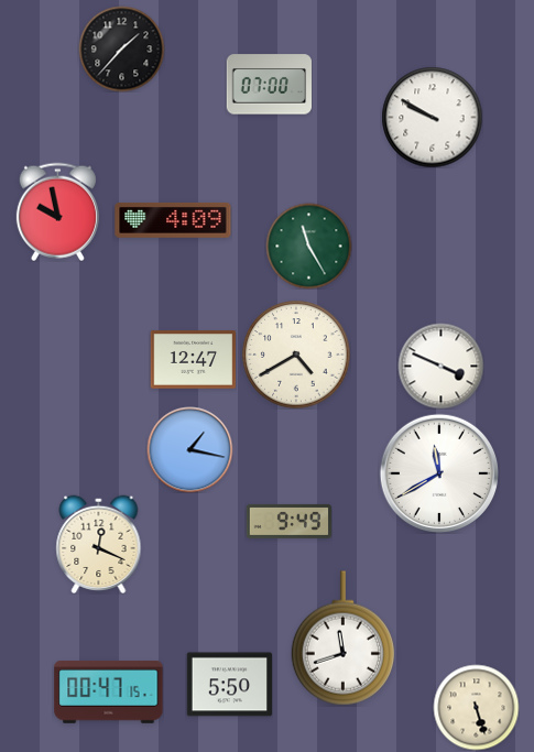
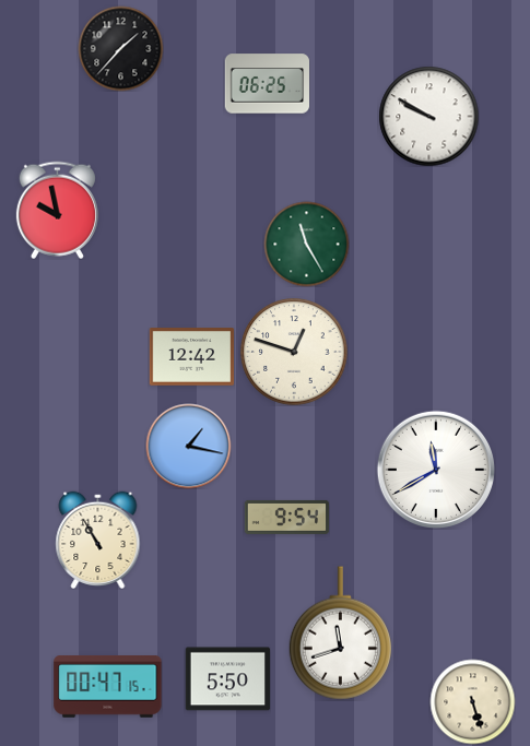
clock at (269, 85): 07:00 -> 06:25
clock at (173, 220): 4:09 -> none
clock at (296, 355): 4:40 -> 12:48
clock at (193, 360): 12:47 -> 12:42
clock at (440, 366): 3:49 -> none
clock at (288, 521): 9:49 -> 9:54
clock at (99, 544): 12:19 -> 10:55
